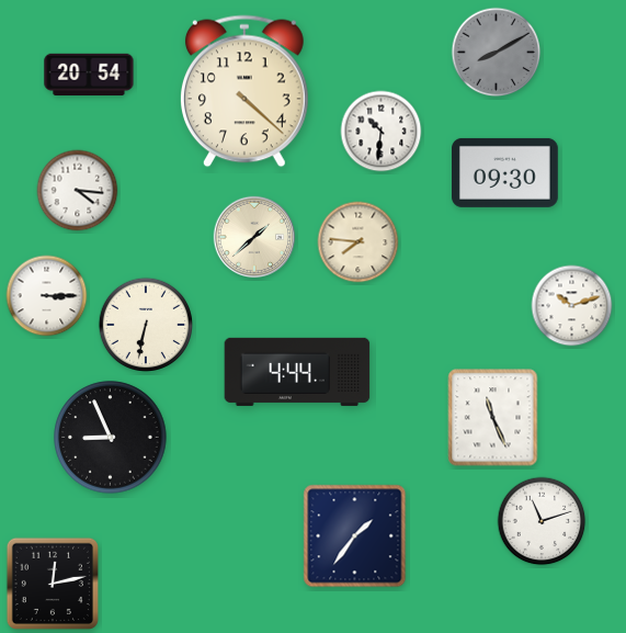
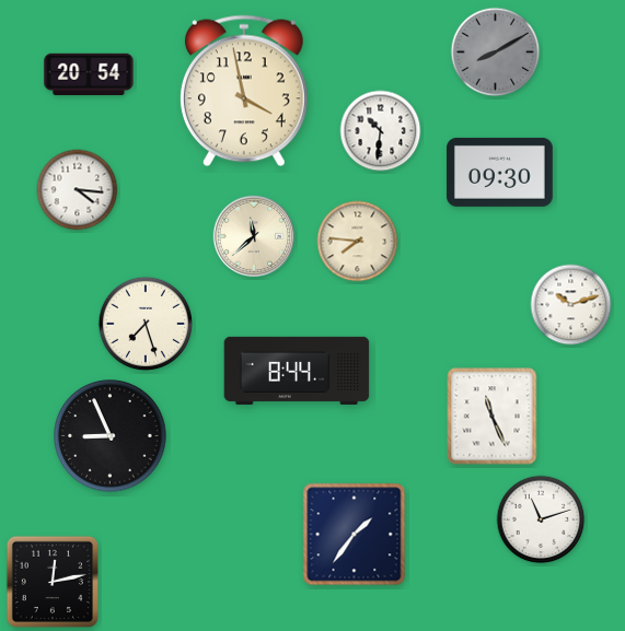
clock at (244, 91): 4:22 -> 3:58
clock at (505, 172) position: (505, 172) -> (500, 172)
clock at (254, 237): 1:38 -> 11:38
clock at (47, 296): 3:15 -> none
clock at (145, 324): 6:32 -> 7:27
clock at (297, 372): 4:44 -> 8:44
